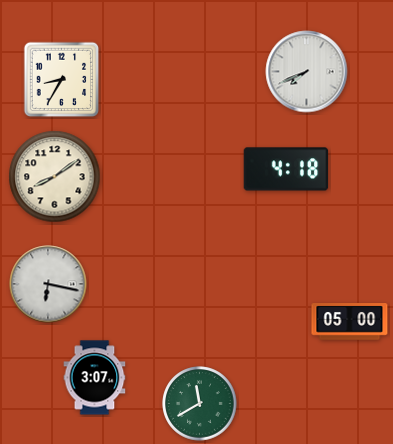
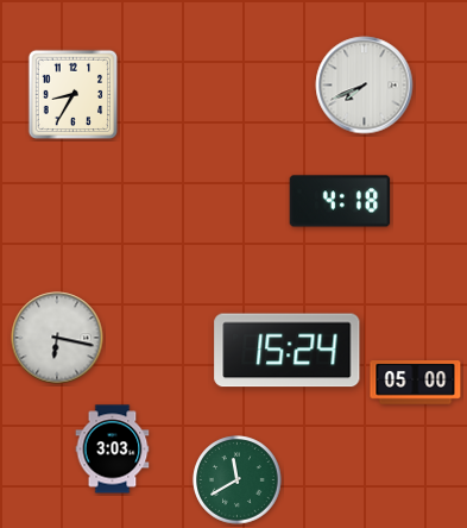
clock at (55, 177): 8:09 -> none
clock at (288, 351): none -> 15:24
clock at (95, 378): 3:07 -> 3:03
